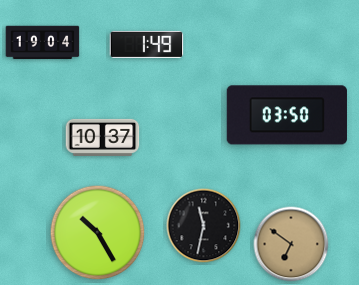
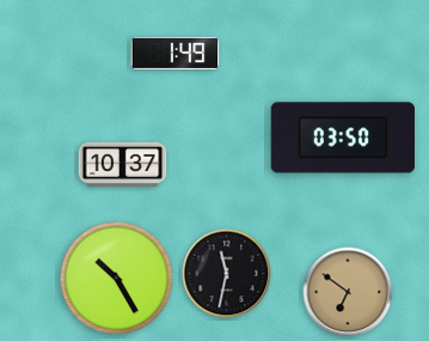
clock at (43, 43): 19:04 -> none
clock at (204, 226) position: (204, 226) -> (227, 274)
